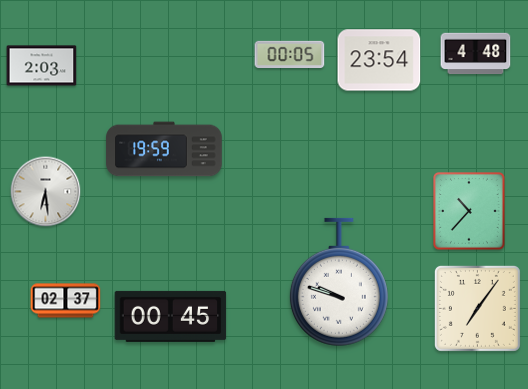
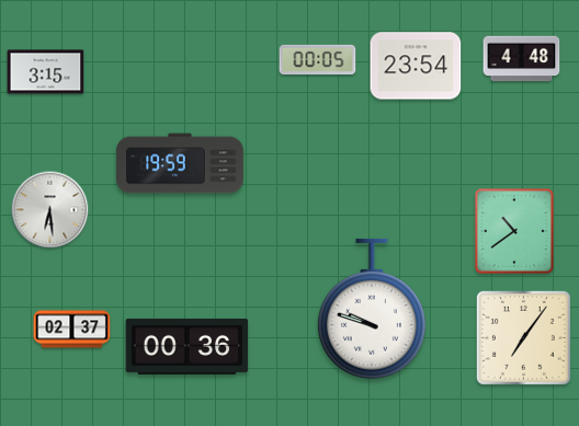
clock at (42, 66): 2:03 -> 3:15
clock at (470, 212): 10:37 -> 10:39
clock at (171, 316): 00:45 -> 00:36
